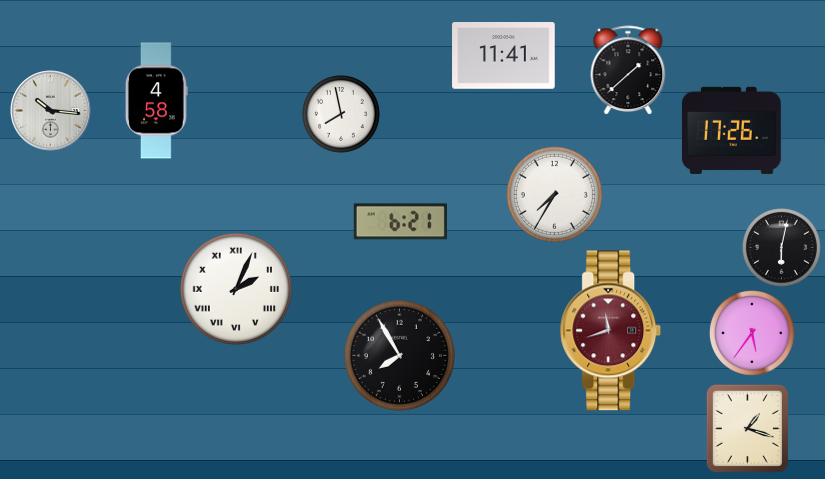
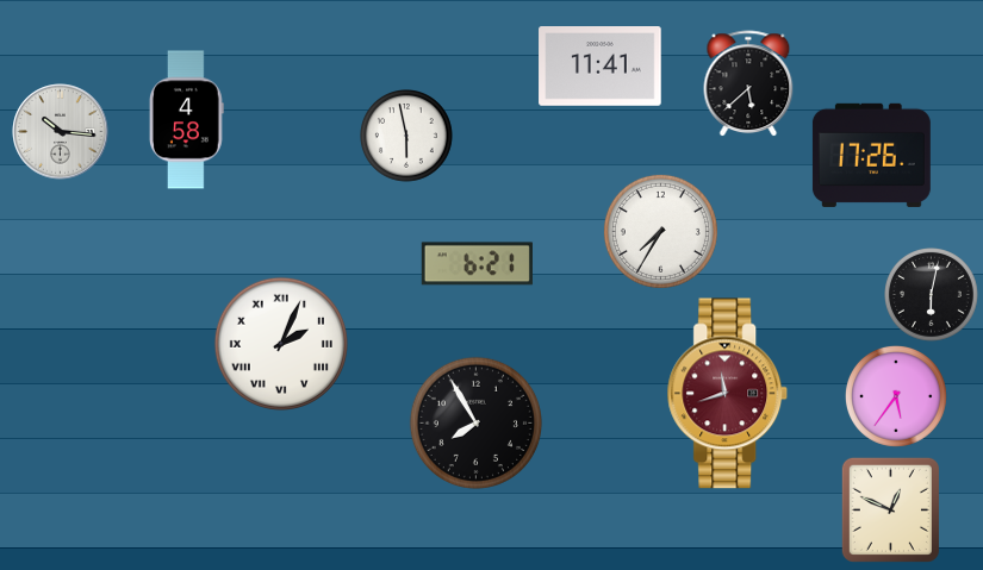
clock at (628, 70): 1:38 -> 5:38
clock at (342, 115): 7:58 -> 5:58
clock at (747, 428): 1:18 -> 12:49
